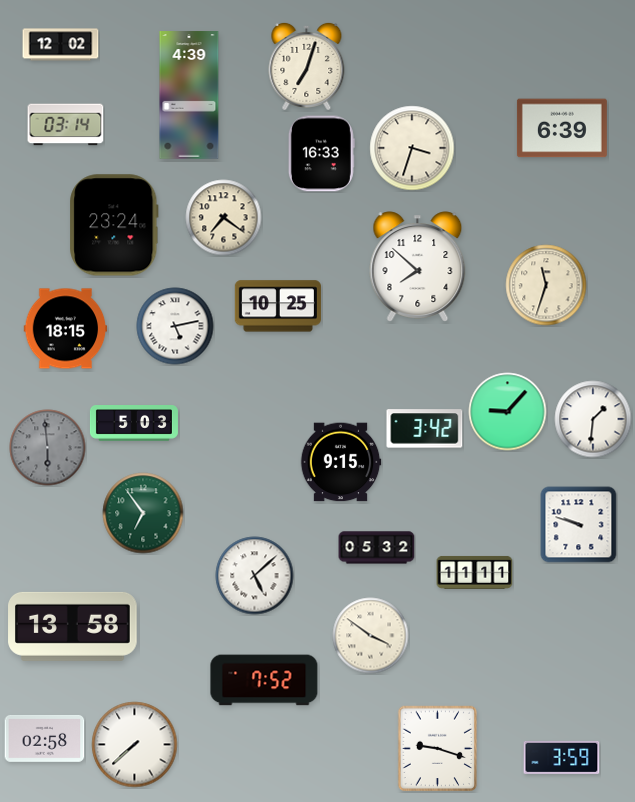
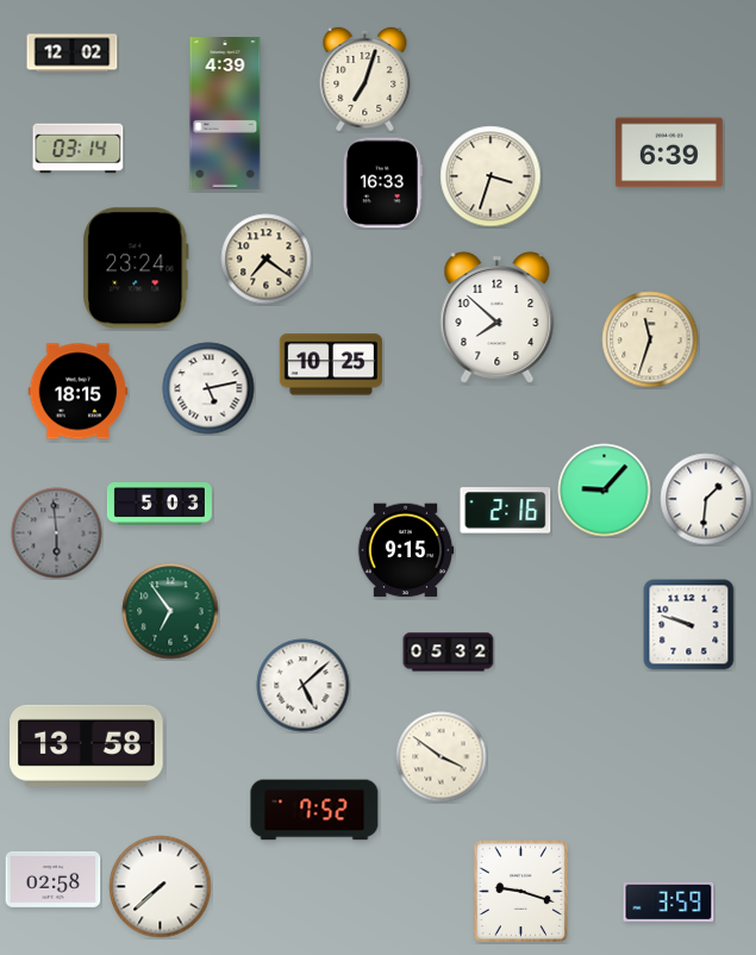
clock at (425, 429): 3:42 -> 2:16
clock at (475, 572): 11:11 -> none
